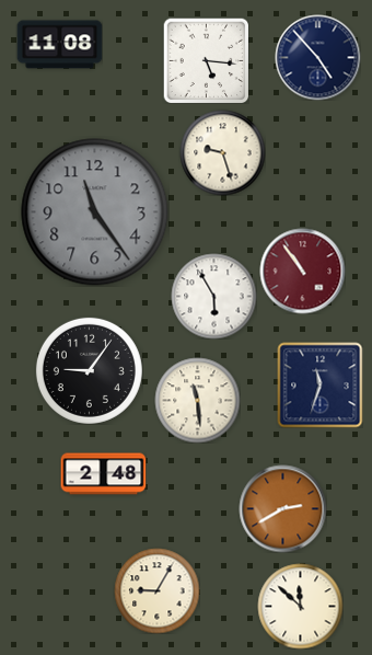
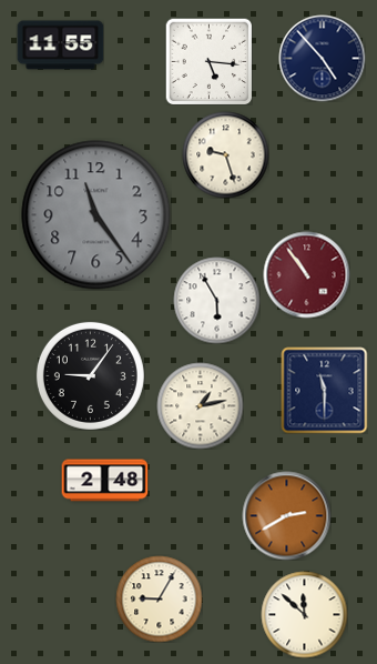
clock at (59, 45): 11:08 -> 11:55
clock at (319, 384): 11:33 -> 11:30
clock at (197, 400): 11:29 -> 1:13
